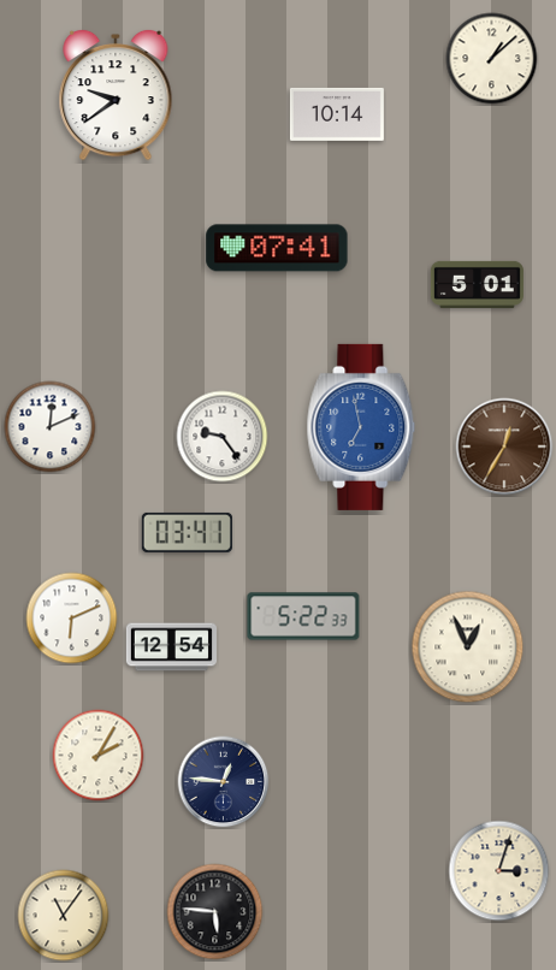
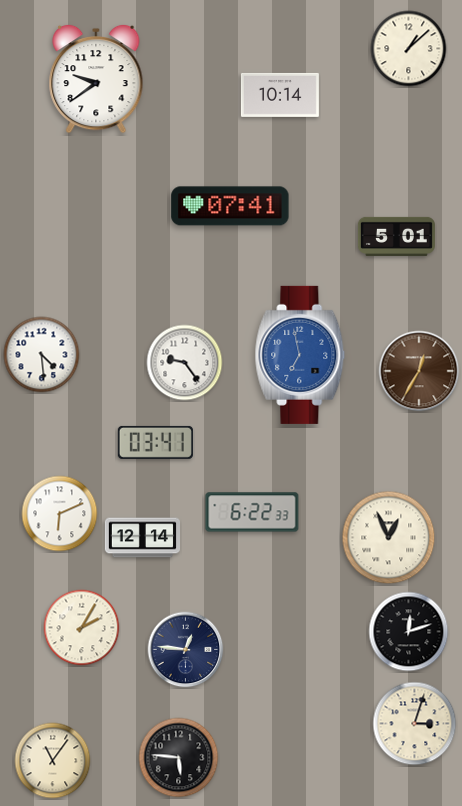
clock at (51, 427): 12:11 -> 4:29
clock at (303, 616): 5:22 -> 6:22
clock at (171, 647): 12:54 -> 12:14
clock at (409, 632): none -> 12:12
